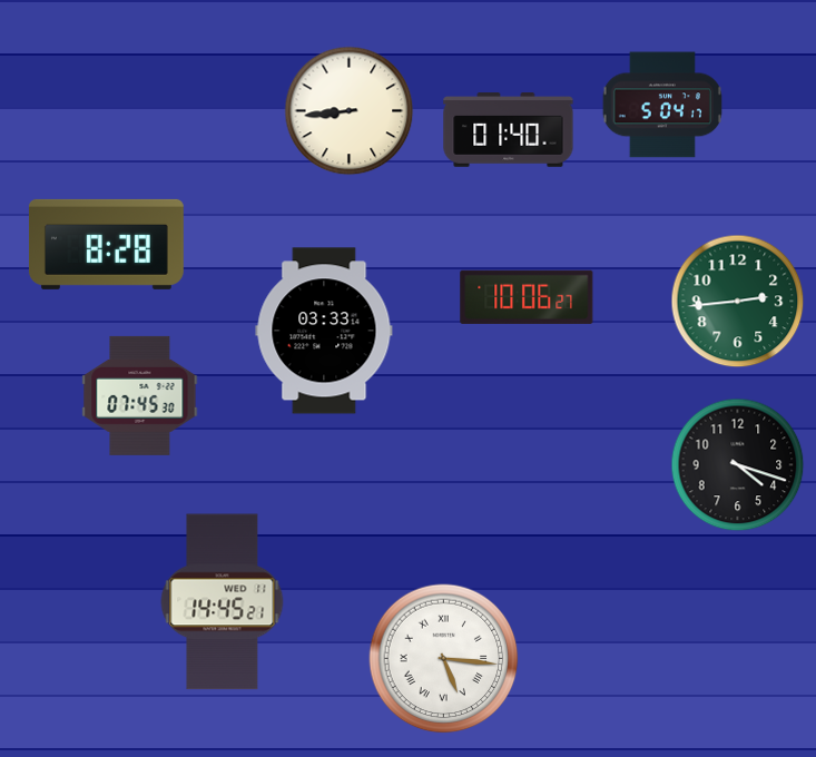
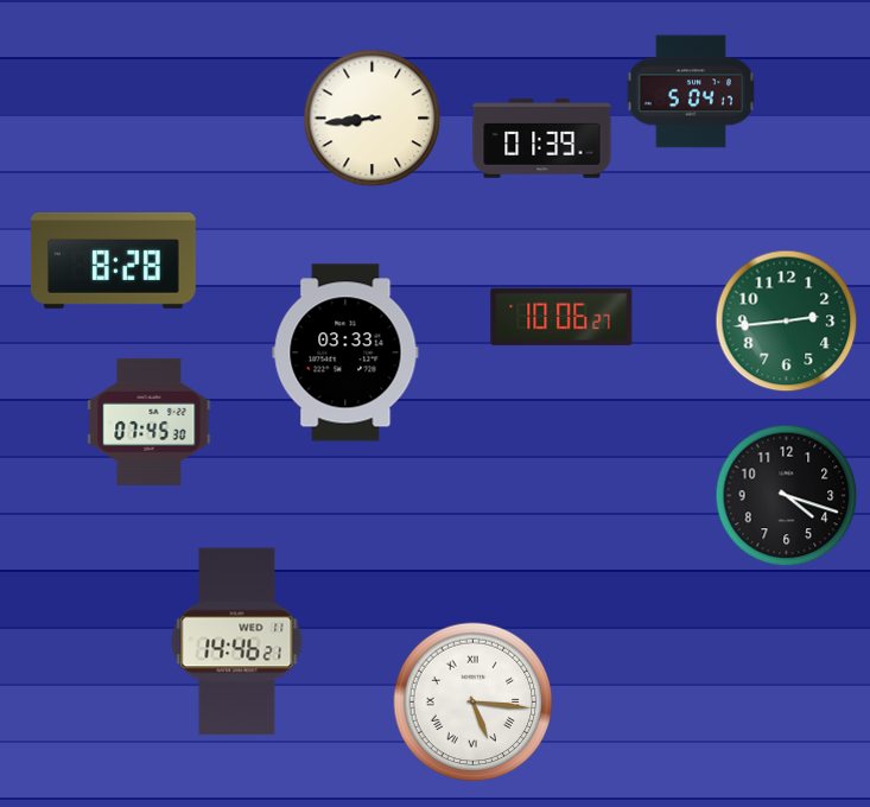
clock at (662, 105) position: (662, 105) -> (691, 91)
clock at (509, 130): 01:40 -> 01:39
clock at (223, 602): 14:45 -> 14:46
